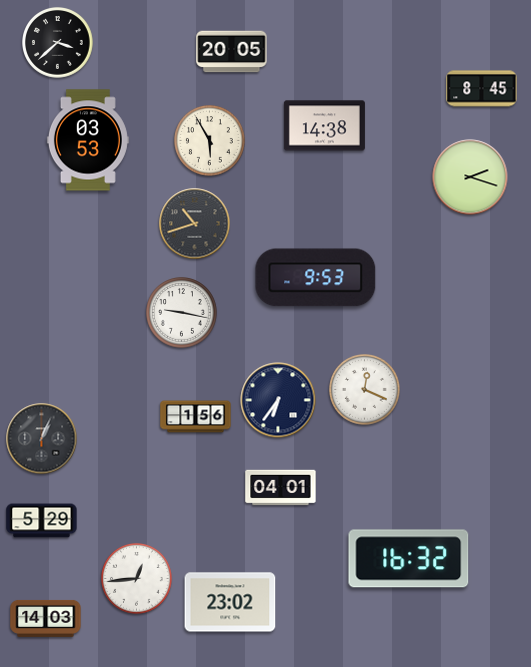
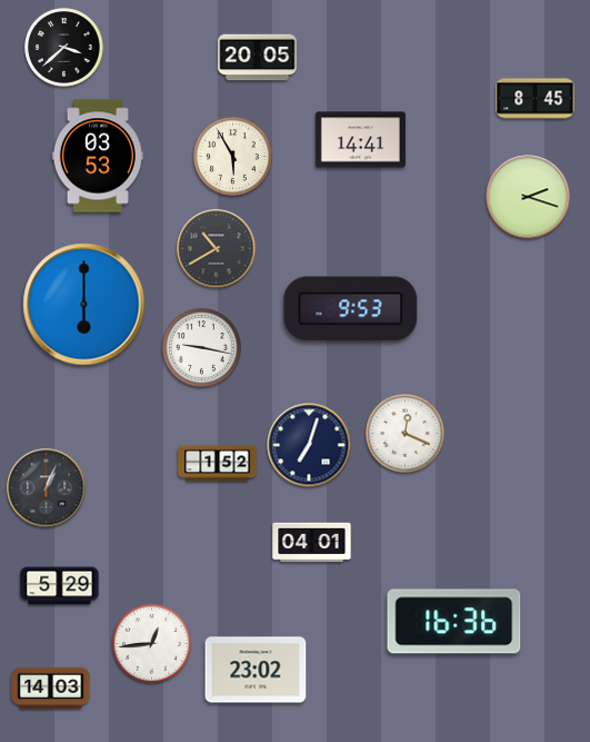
clock at (324, 126): 14:38 -> 14:41
clock at (470, 177) position: (470, 177) -> (528, 197)
clock at (195, 224): 10:42 -> 10:40
clock at (84, 305): none -> 6:00
clock at (278, 400): 6:36 -> 7:03
clock at (196, 417): 1:56 -> 1:52
clock at (42, 521) position: (42, 521) -> (60, 586)
clock at (409, 559): 16:32 -> 16:36
